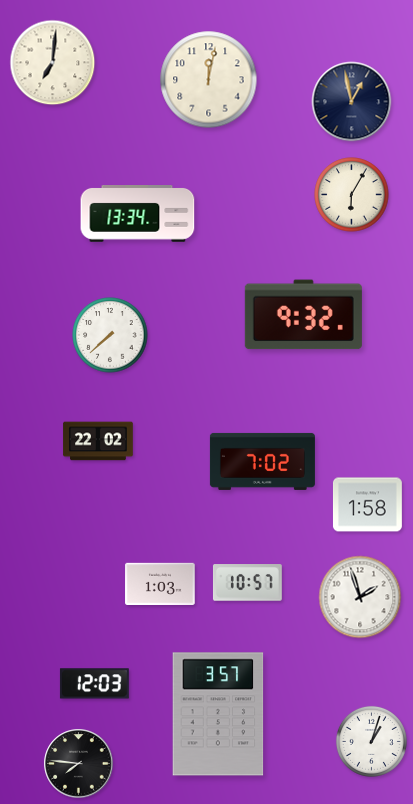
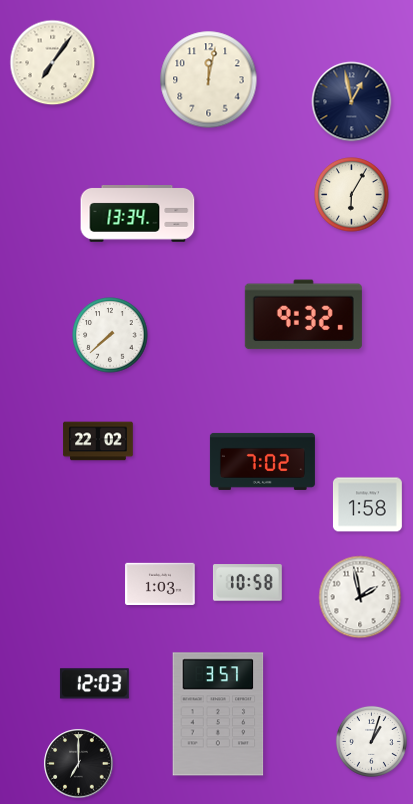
clock at (53, 63): 7:01 -> 7:06
clock at (247, 583): 10:57 -> 10:58
clock at (360, 597): 1:57 -> 1:58
clock at (79, 764): 7:46 -> 7:00
